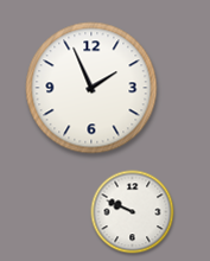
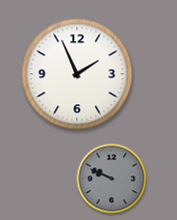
clock at (133, 212) dial: white -> grey
